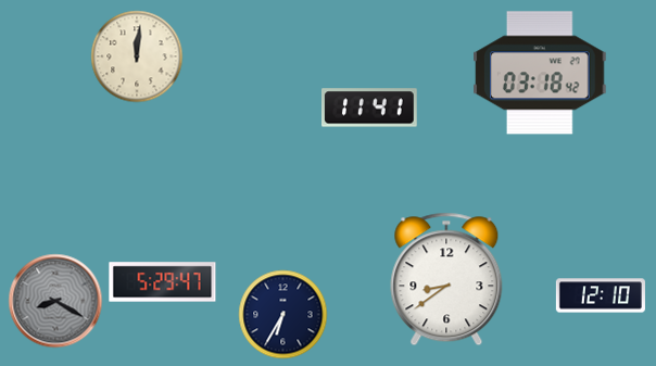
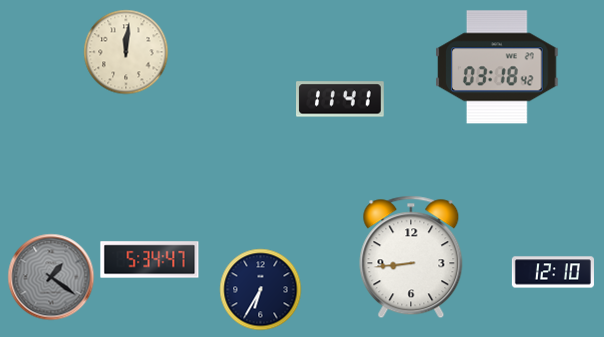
clock at (446, 279): 8:39 -> 8:44
clock at (163, 282): 5:29 -> 5:34
clock at (55, 301): 8:20 -> 1:21
